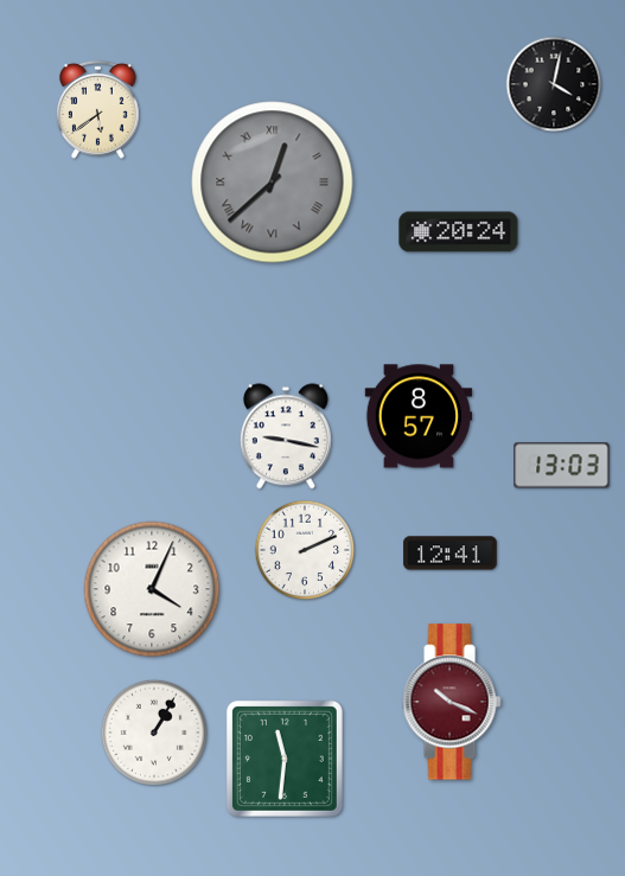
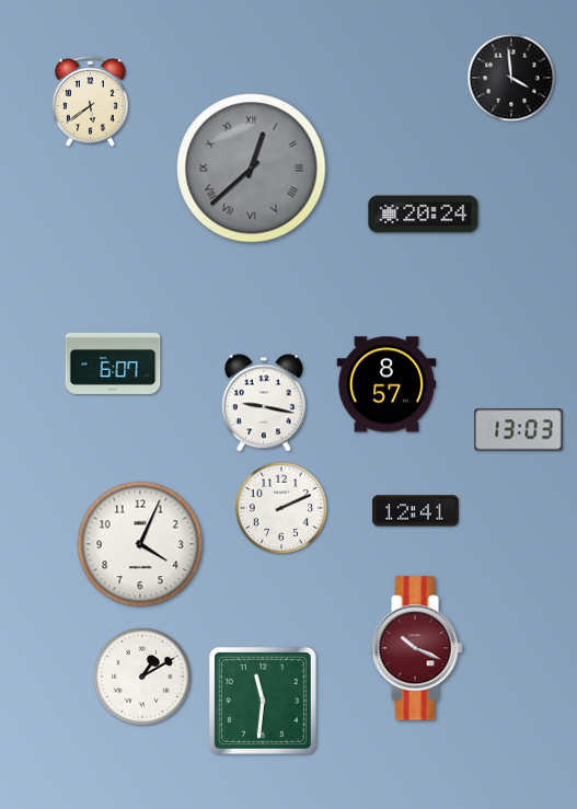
clock at (554, 84): 4:02 -> 3:59
clock at (113, 363): none -> 6:07
clock at (154, 733): 1:05 -> 1:10
